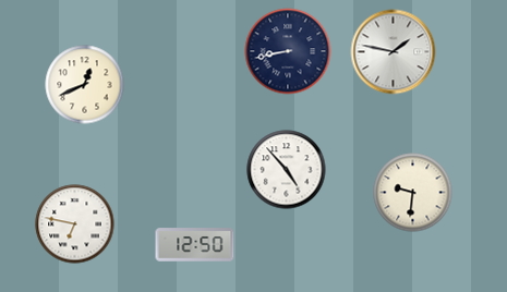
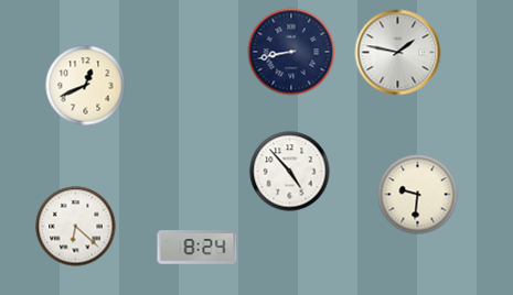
clock at (75, 224): 6:47 -> 6:22
clock at (195, 245): 12:50 -> 8:24
